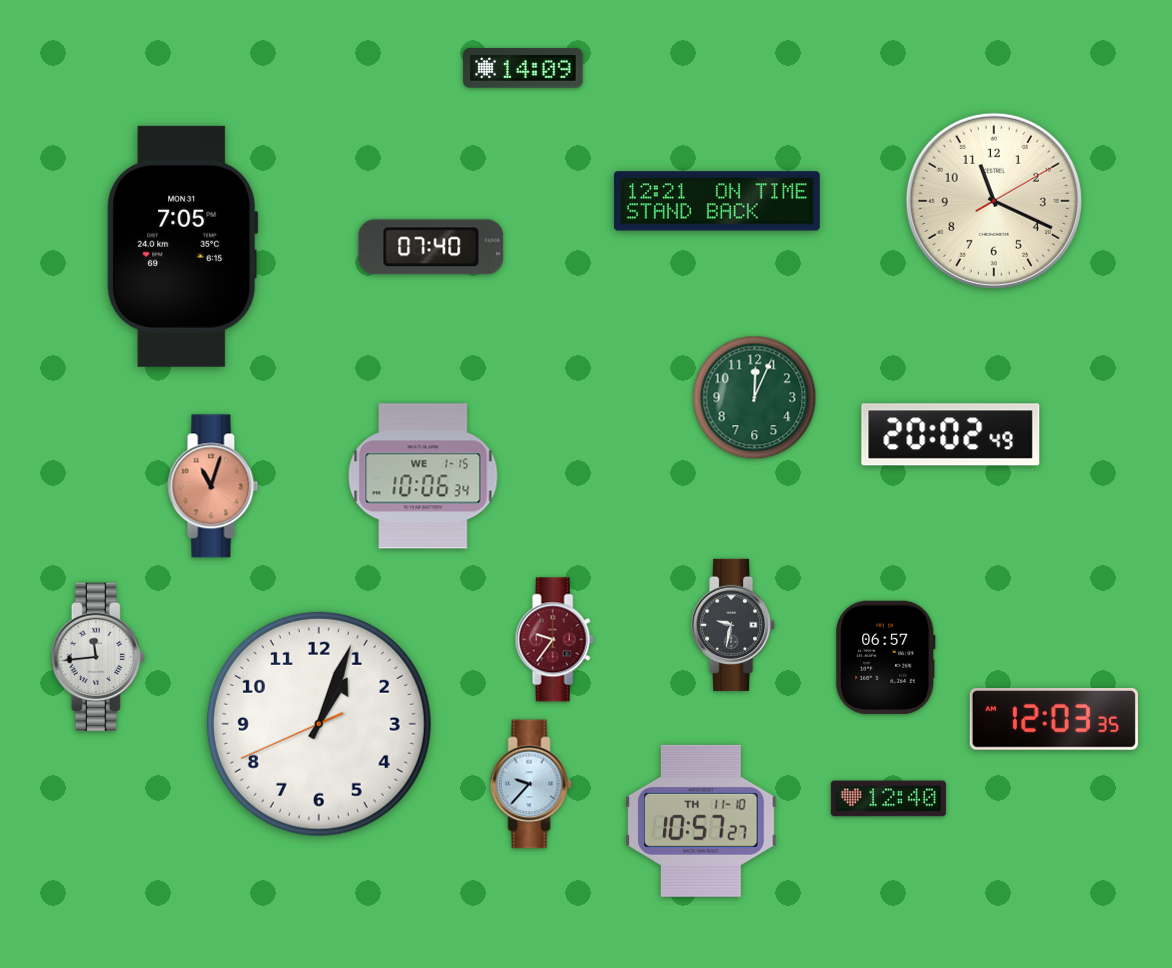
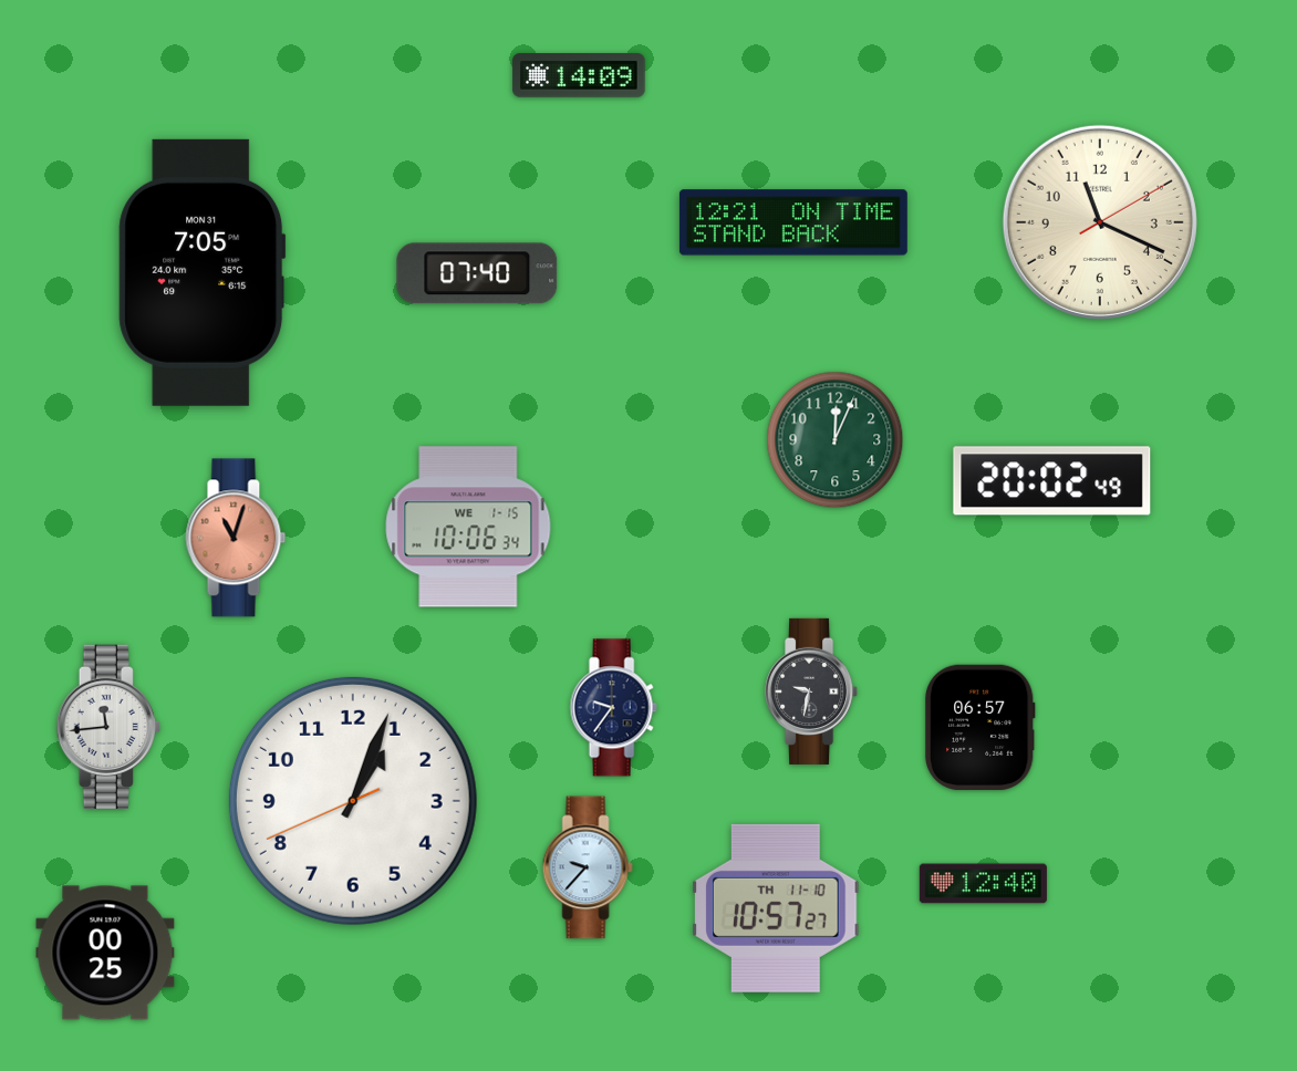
clock at (554, 640) dial: burgundy -> navy
clock at (1054, 720): 12:03 -> none
clock at (105, 953): none -> 00:25
